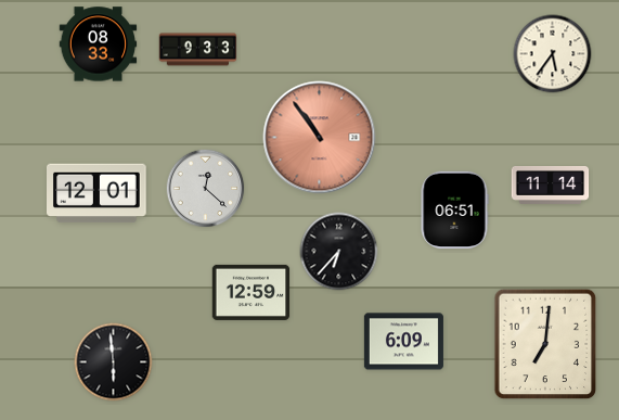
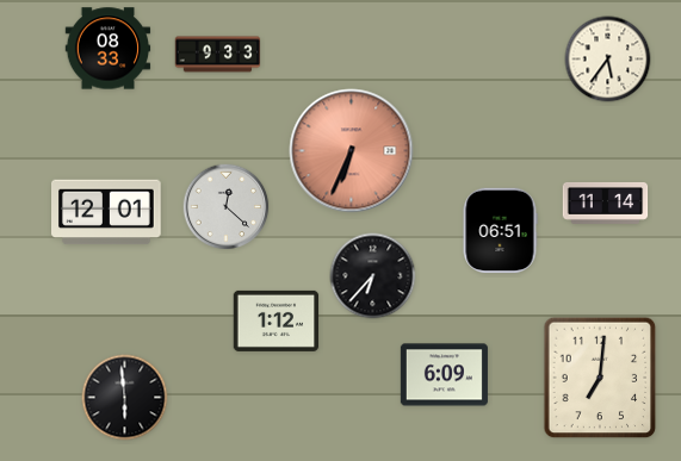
clock at (320, 138): 10:54 -> 6:34
clock at (252, 292): 12:59 -> 1:12
